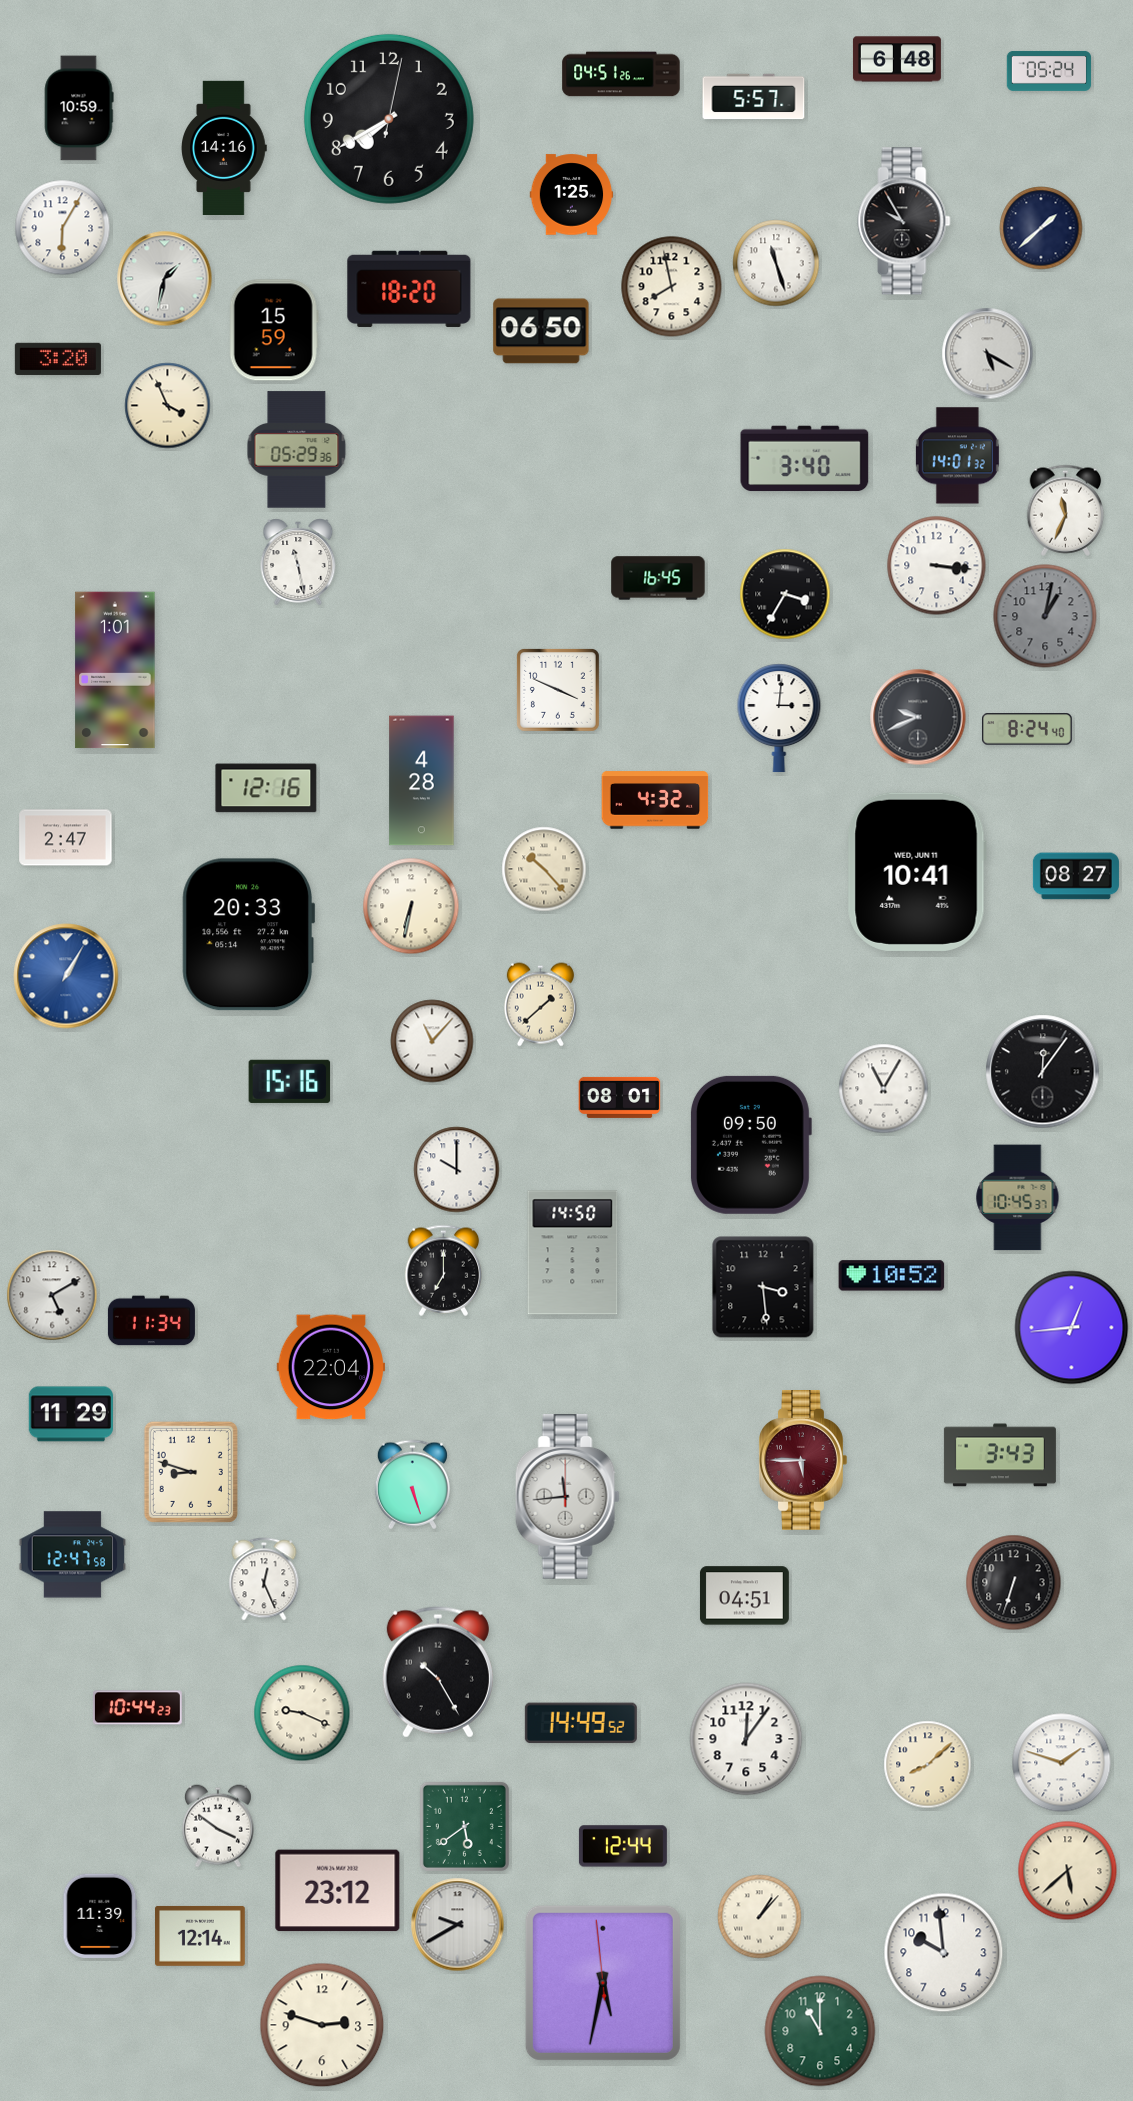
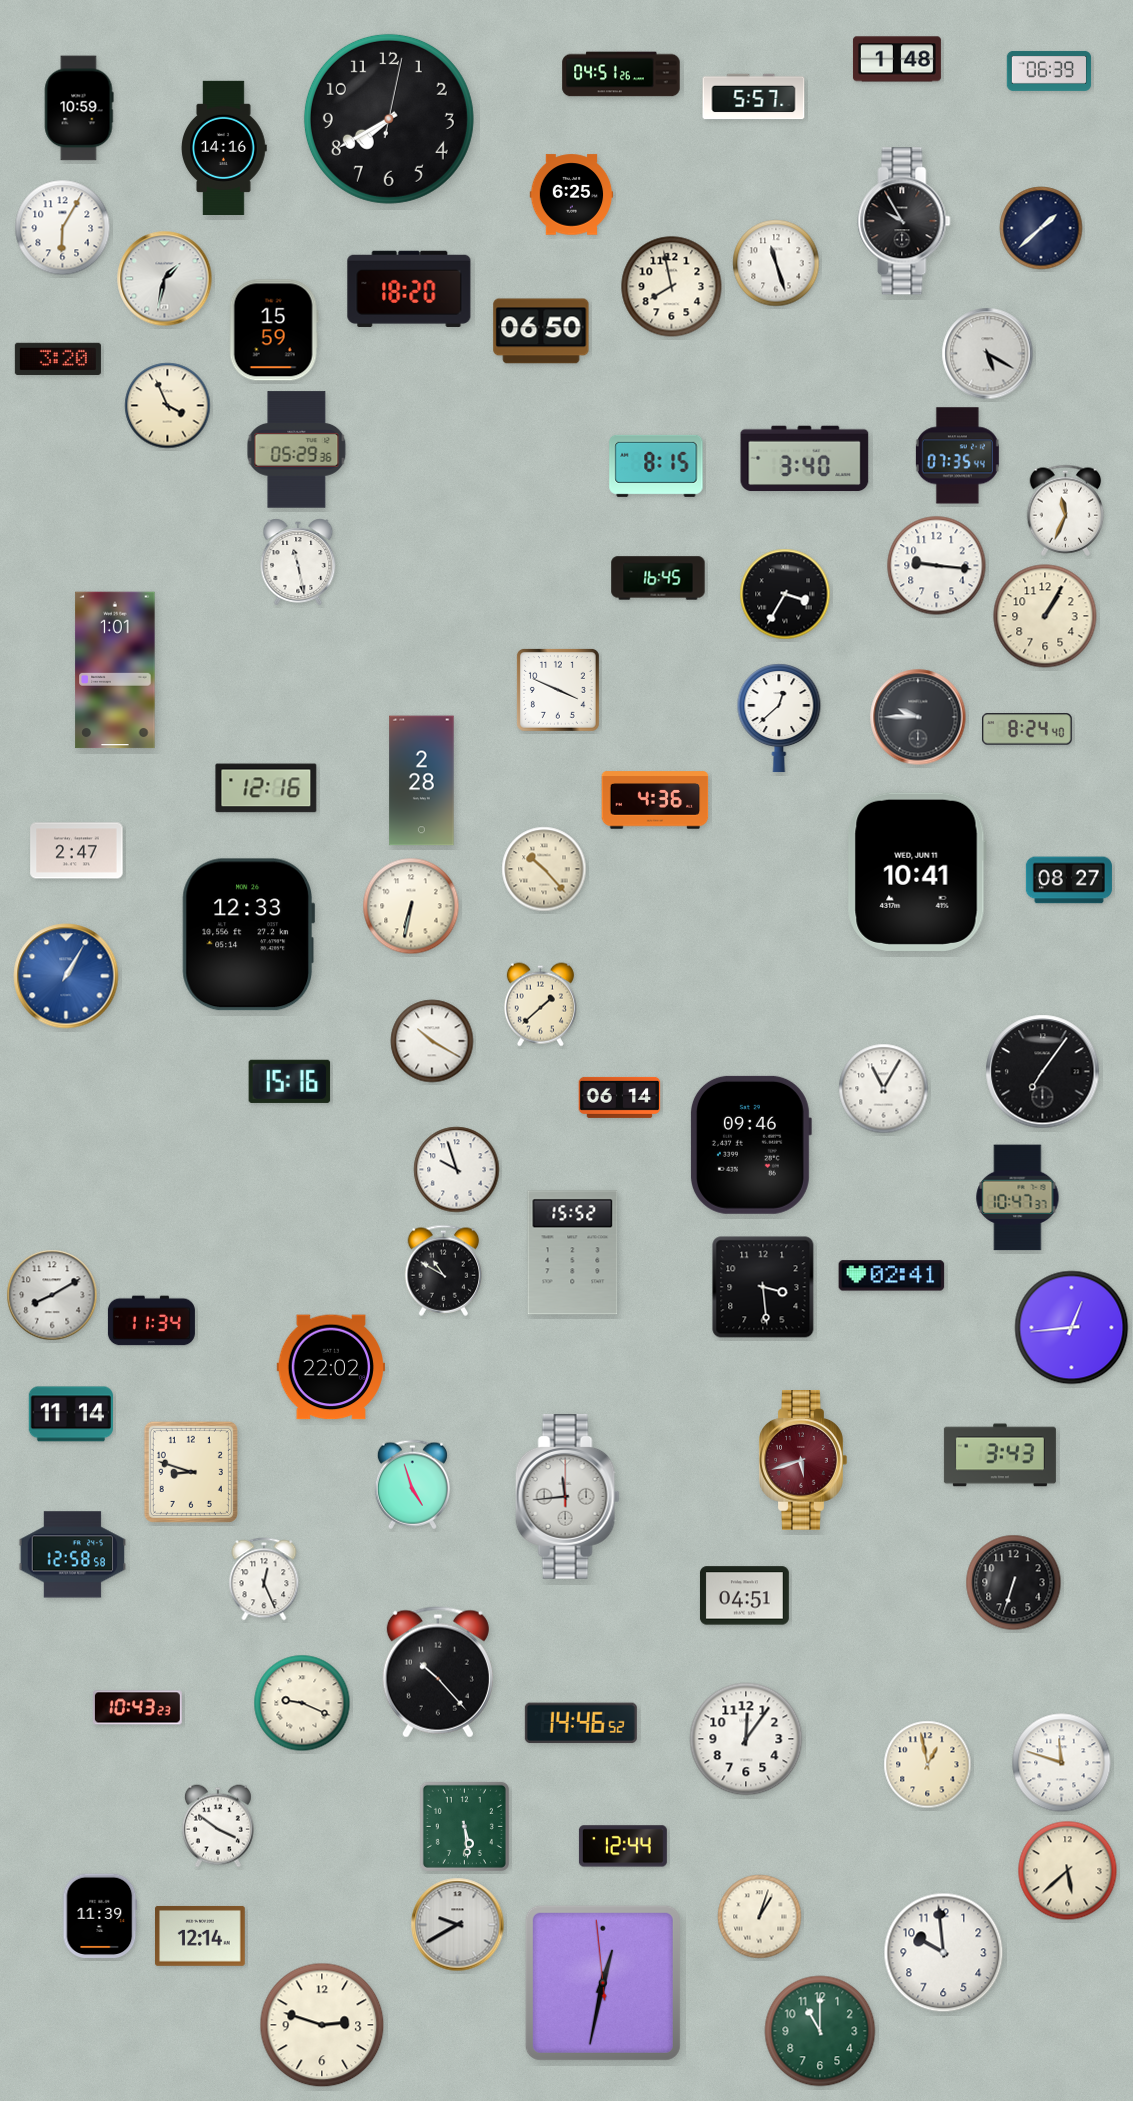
clock at (897, 59): 6:48 -> 1:48
clock at (1049, 71): 05:24 -> 06:39
clock at (572, 195): 1:25 -> 6:25
clock at (957, 456): 14:01 -> 07:35
clock at (656, 466): none -> 8:15
clock at (937, 566): 3:16 -> 9:16
clock at (1045, 616): 1:02 -> 1:05
clock at (1045, 616) dial: grey -> cream
clock at (918, 717): 9:41 -> 9:45
clock at (779, 718): 3:01 -> 12:38
clock at (422, 781): 4:28 -> 2:28
clock at (655, 800): 4:32 -> 4:36
clock at (66, 838) position: (66, 838) -> (77, 851)
clock at (1076, 876) position: (1076, 876) -> (1069, 880)
clock at (249, 935): 20:33 -> 12:33
clock at (432, 1041): 11:07 -> 10:20
clock at (1043, 1072): 12:06 -> 7:06
clock at (620, 1097): 08:01 -> 06:14
clock at (750, 1145): 09:50 -> 09:46
clock at (457, 1170): 10:00 -> 9:57
clock at (1018, 1198): 10:45 -> 10:47
clock at (573, 1253): 14:50 -> 15:52
clock at (444, 1270): 7:00 -> 10:50
clock at (892, 1276): 10:52 -> 02:41
clock at (52, 1295): 5:10 -> 8:10
clock at (331, 1367): 22:04 -> 22:02
clock at (70, 1414): 11:29 -> 11:14
clock at (803, 1461): 5:45 -> 5:42
clock at (412, 1485): 5:27 -> 4:57
clock at (73, 1555): 12:47 -> 12:58
clock at (438, 1672): 10:25 -> 10:23
clock at (137, 1708): 10:44 -> 10:43
clock at (302, 1713) position: (302, 1713) -> (302, 1703)
clock at (581, 1723): 14:49 -> 14:46
clock at (1062, 1763): 1:48 -> 11:48
clock at (928, 1765): 8:08 -> 12:58
clock at (464, 1826): 5:39 -> 5:29
clock at (338, 1891): 23:12 -> none
clock at (760, 1917): 1:07 -> 1:03
clock at (603, 1983): 5:31 -> 12:31
